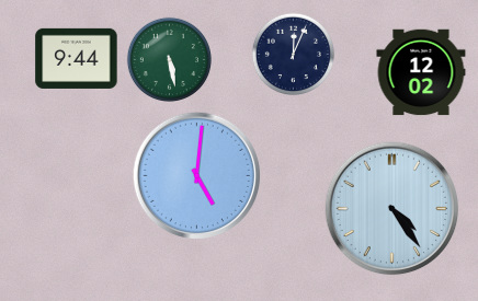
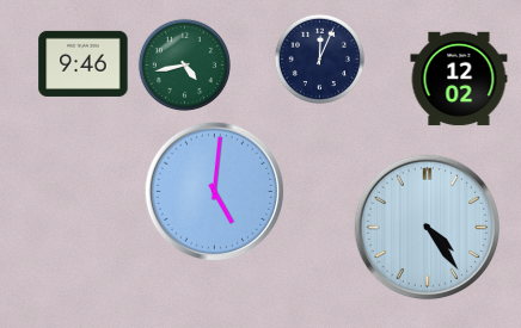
clock at (77, 58): 9:44 -> 9:46
clock at (169, 59): 5:28 -> 4:43
